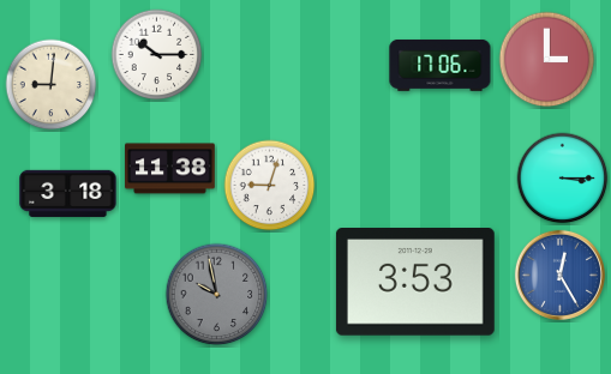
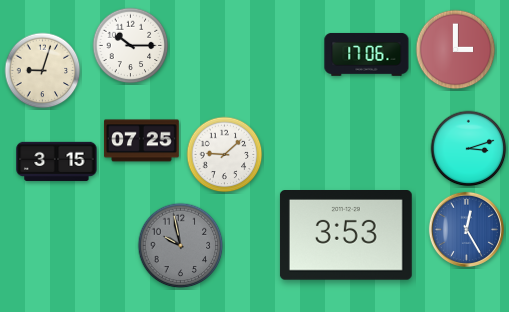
clock at (52, 85): 9:01 -> 9:03
clock at (170, 169): 11:38 -> 07:25
clock at (563, 179): 3:15 -> 3:12
clock at (270, 186): 9:03 -> 9:08
clock at (68, 193): 3:18 -> 3:15
